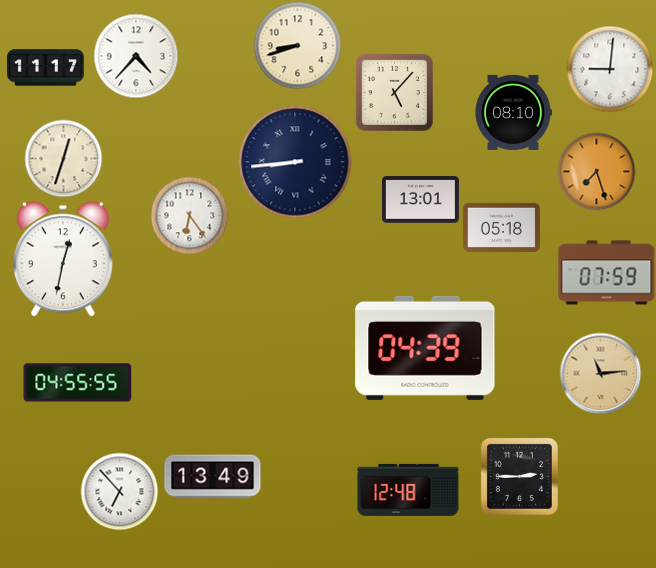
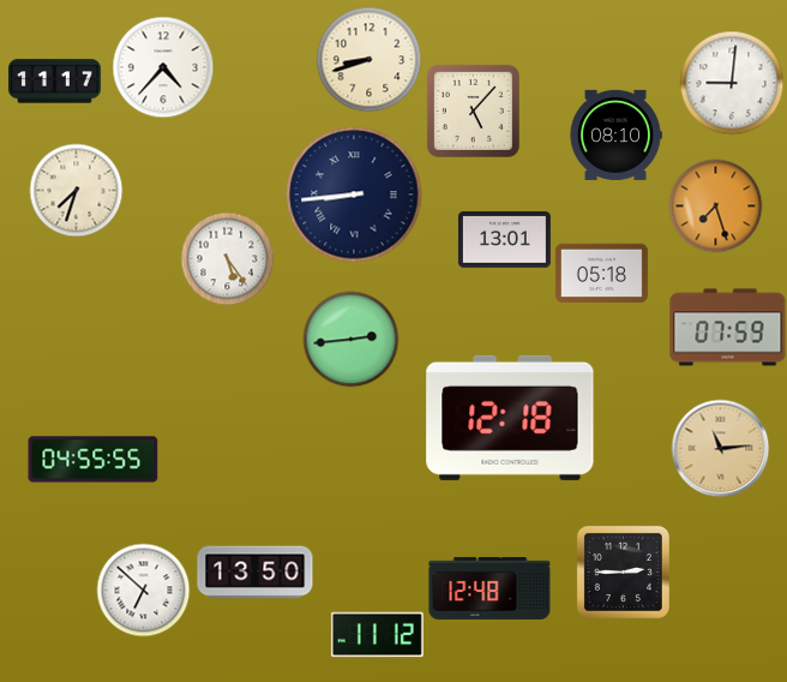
clock at (297, 45) position: (297, 45) -> (368, 59)
clock at (63, 158): 12:33 -> 7:33
clock at (189, 215): 6:24 -> 5:24
clock at (63, 259): 12:32 -> none
clock at (350, 339): none -> 2:44
clock at (425, 348): 04:39 -> 12:18
clock at (213, 477): 13:49 -> 13:50
clock at (119, 491): 6:53 -> 6:52
clock at (377, 635): none -> 11:12
